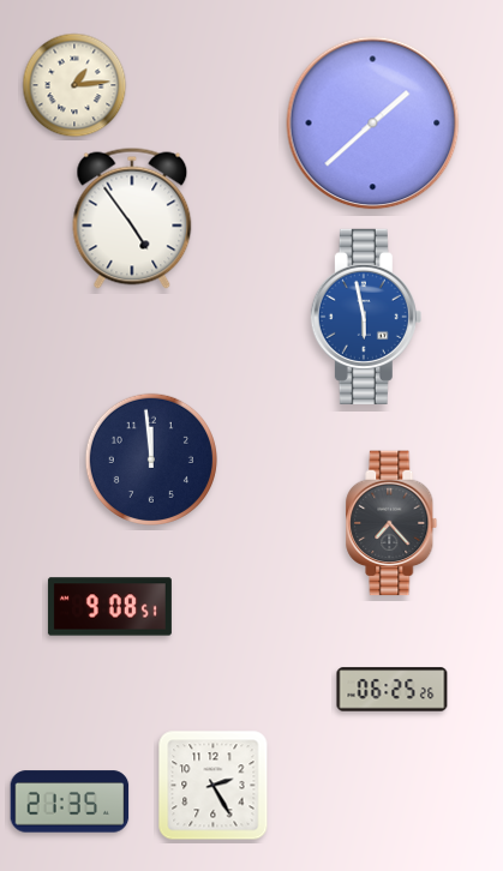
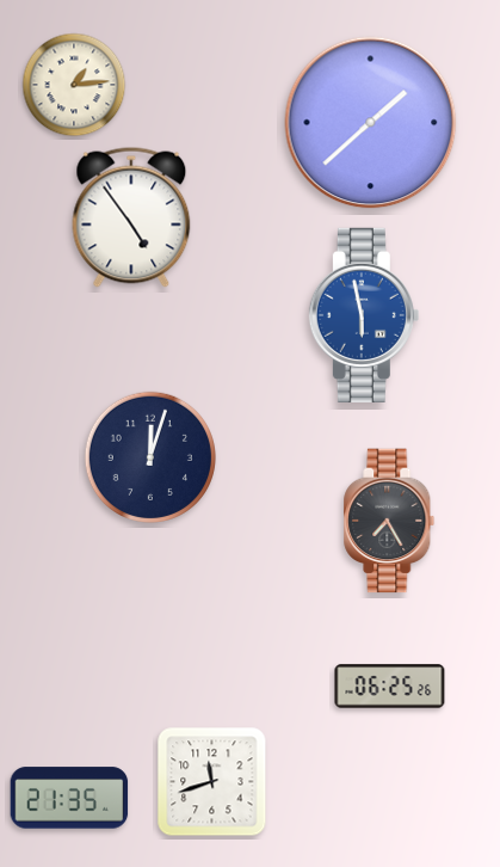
clock at (151, 459): 11:59 -> 12:03
clock at (391, 523): 7:23 -> 7:25
clock at (109, 607): 9:08 -> none
clock at (214, 786): 2:25 -> 11:42
